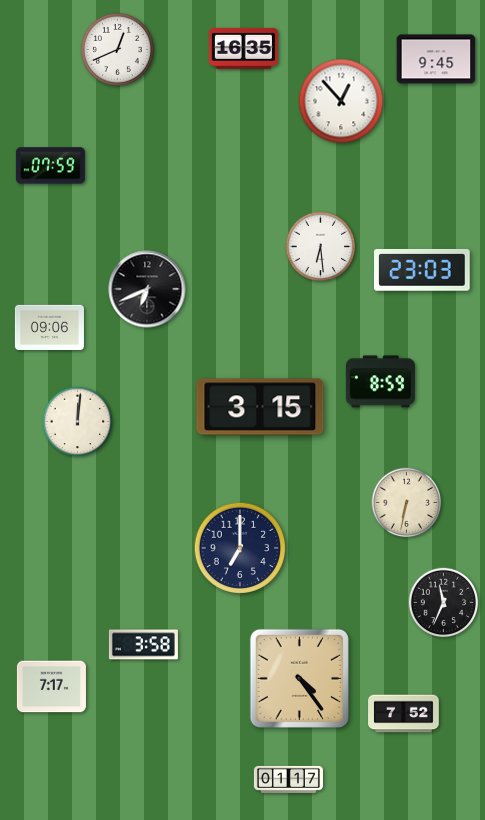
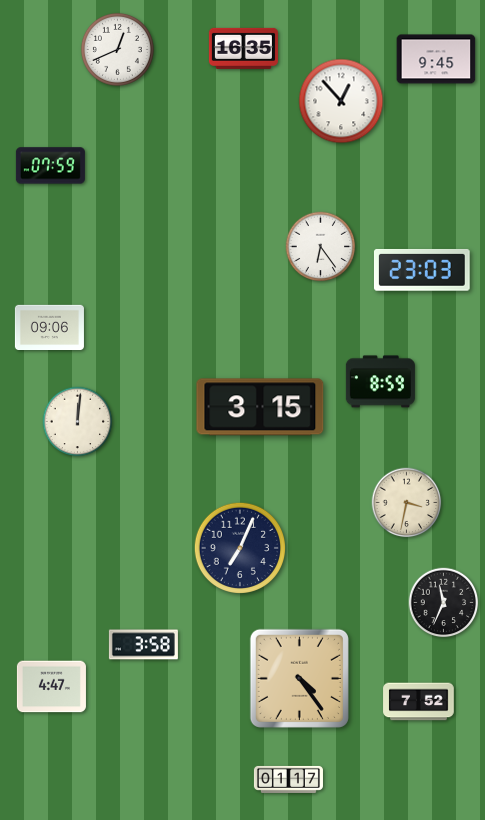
clock at (321, 247): 6:29 -> 6:24
clock at (147, 289): 6:41 -> none
clock at (407, 503): 6:32 -> 3:32
clock at (240, 547): 7:00 -> 7:04
clock at (51, 687): 7:17 -> 4:47
clock at (404, 714) position: (404, 714) -> (419, 702)
